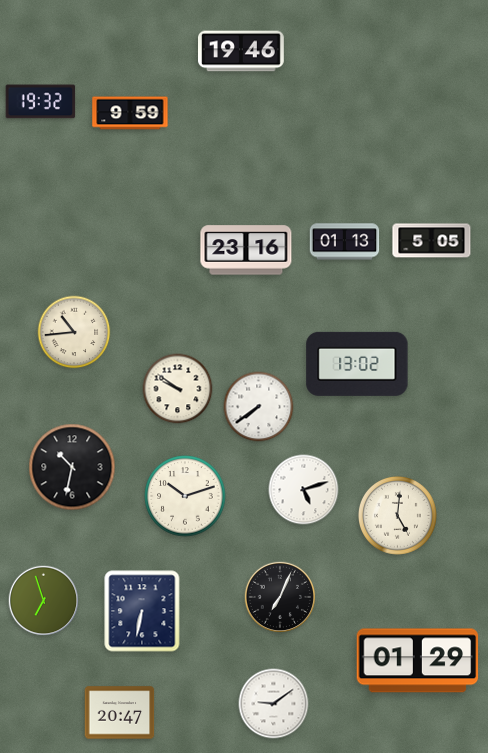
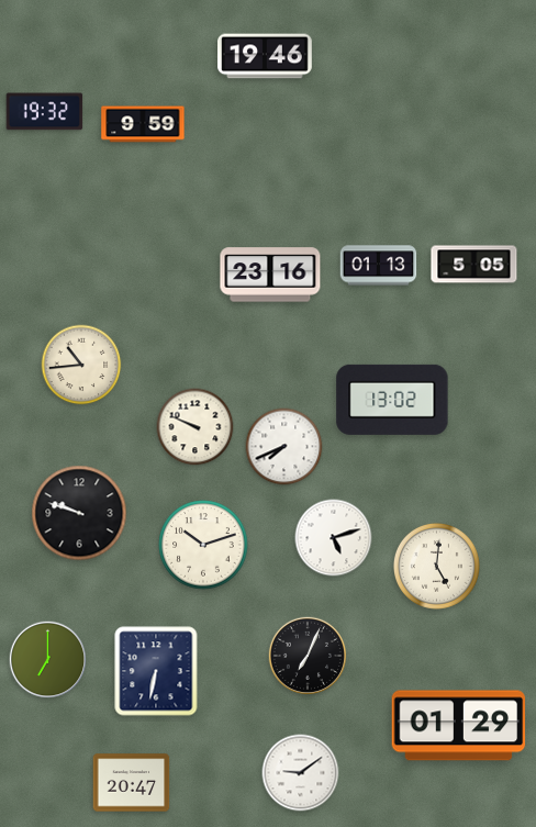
clock at (178, 389): 9:51 -> 9:49
clock at (259, 407): 7:39 -> 7:41
clock at (72, 467): 10:32 -> 9:48
clock at (44, 601): 6:57 -> 7:00
